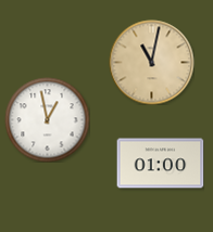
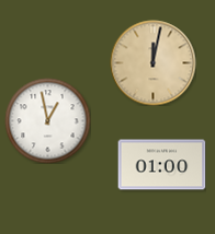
clock at (151, 62): 11:02 -> 12:02
